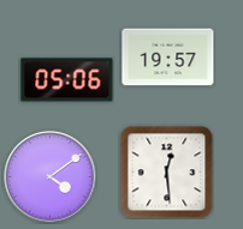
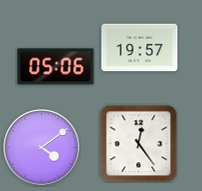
clock at (166, 171): 12:29 -> 12:24
